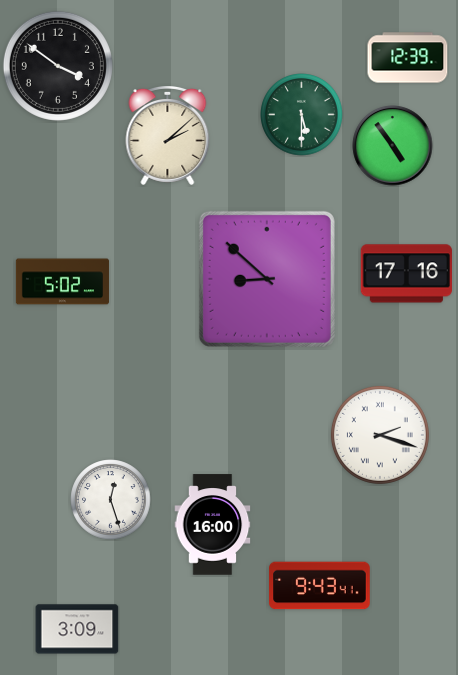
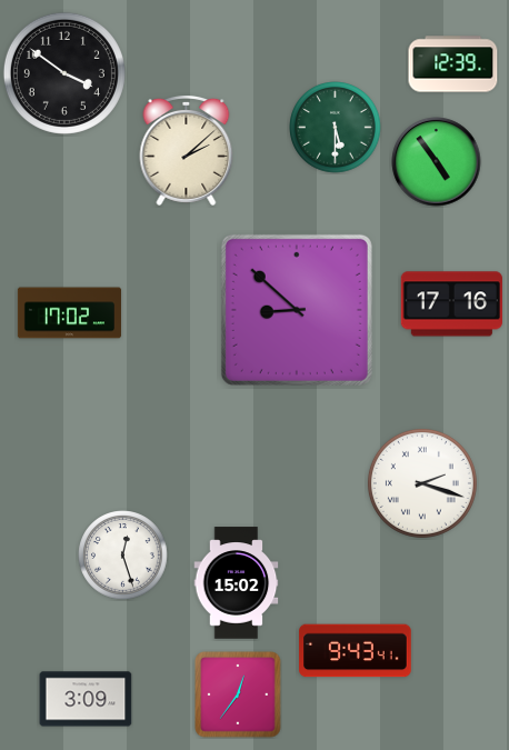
clock at (62, 282): 5:02 -> 17:02
clock at (213, 525): 16:00 -> 15:02
clock at (238, 694): none -> 12:36
